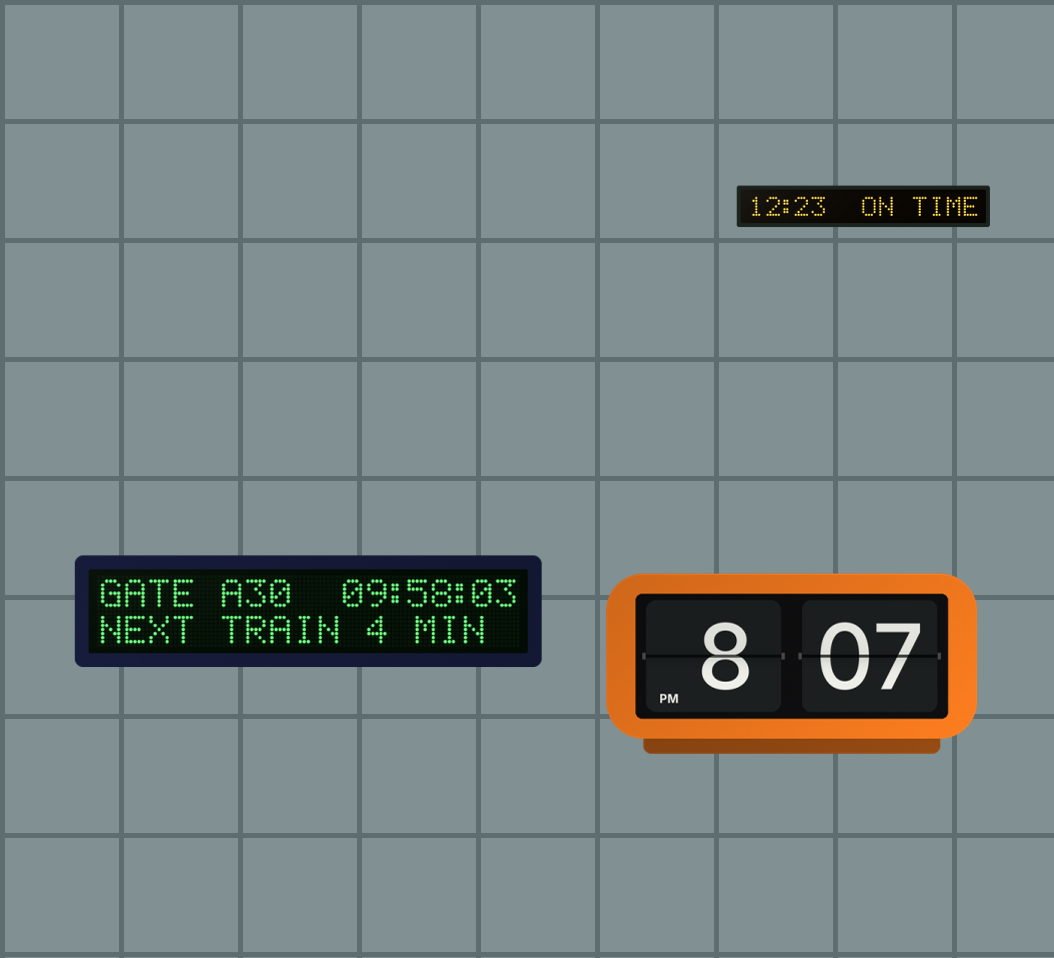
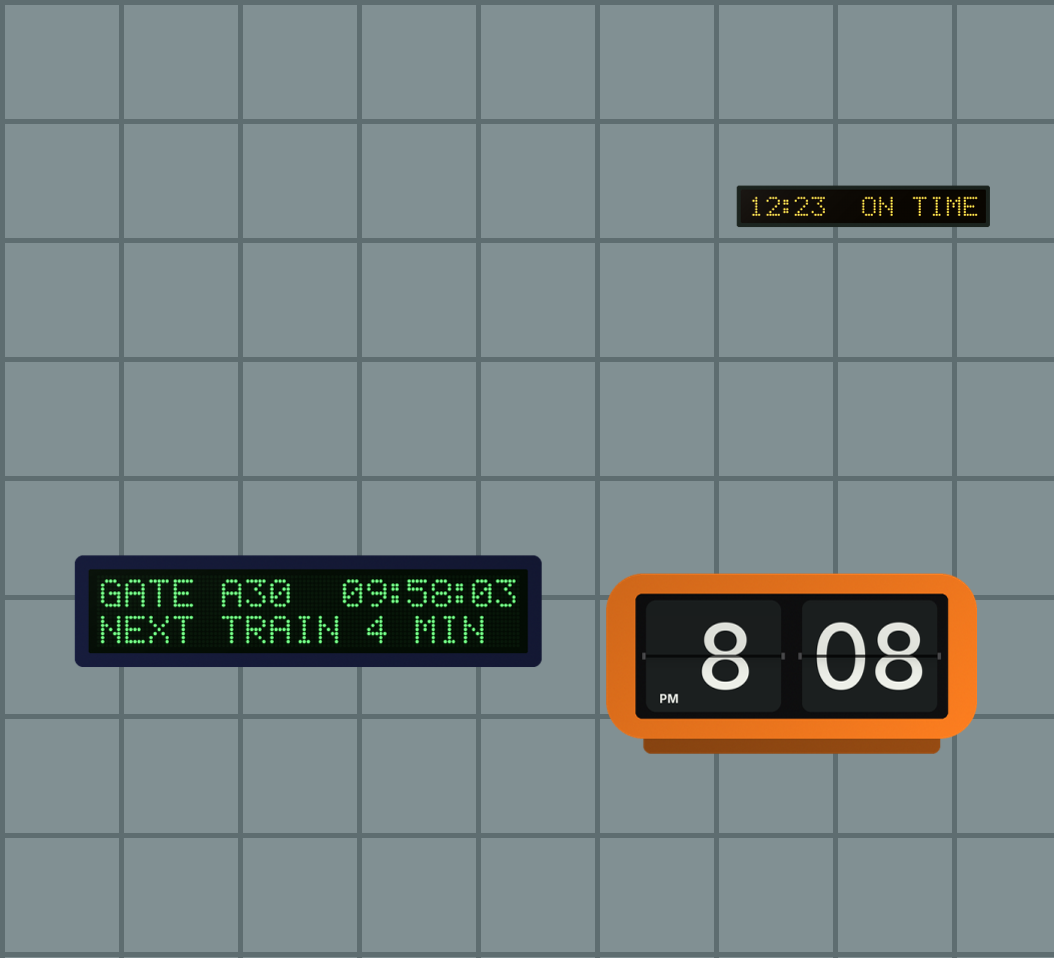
clock at (792, 664): 8:07 -> 8:08
